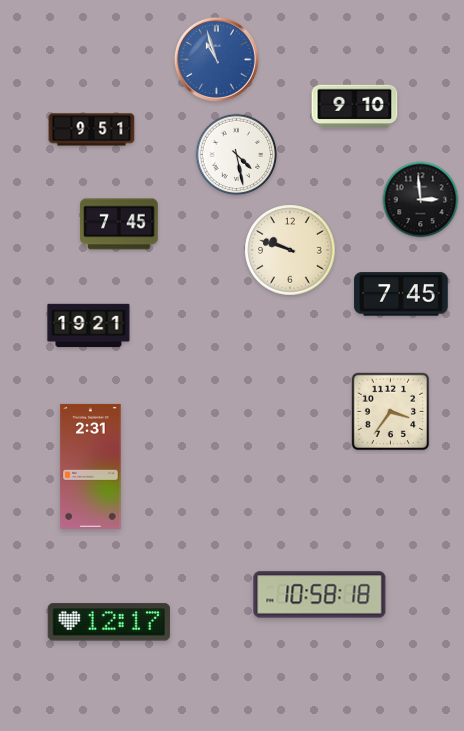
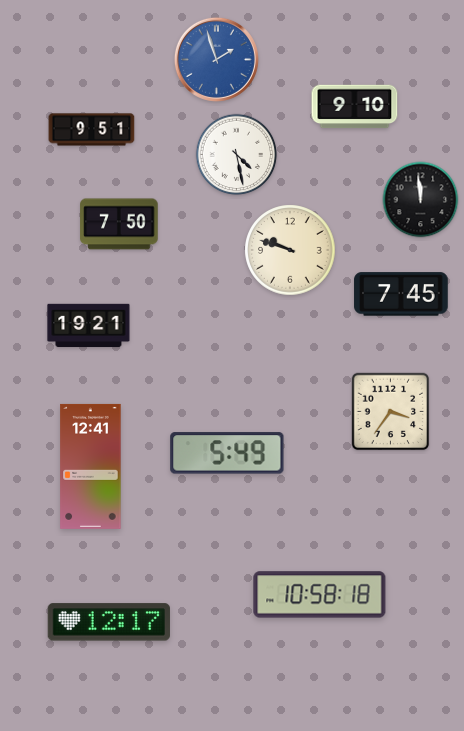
clock at (216, 59): 10:57 -> 1:57
clock at (421, 200): 2:59 -> 11:59
clock at (119, 224): 7:45 -> 7:50
clock at (227, 453): none -> 5:49
clock at (91, 466): 2:31 -> 12:41
